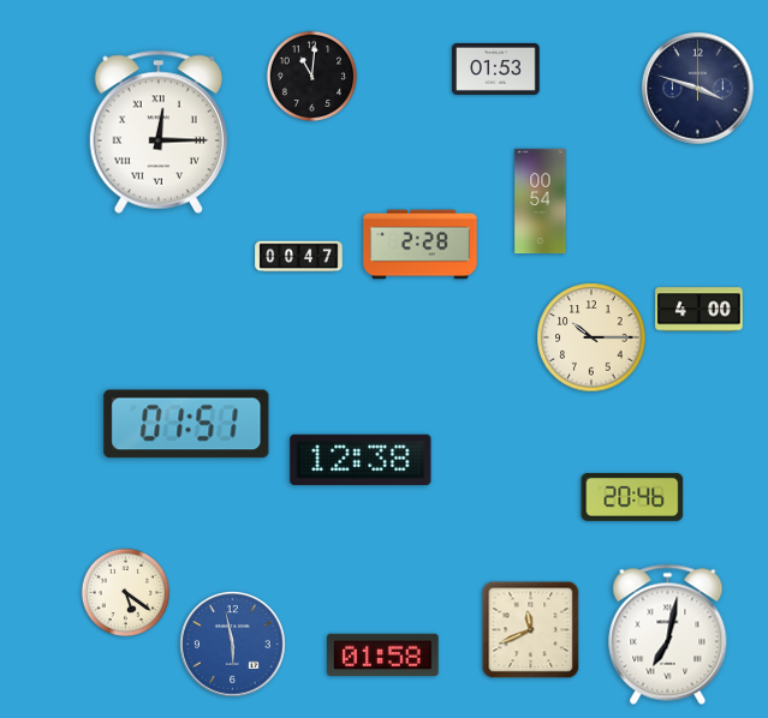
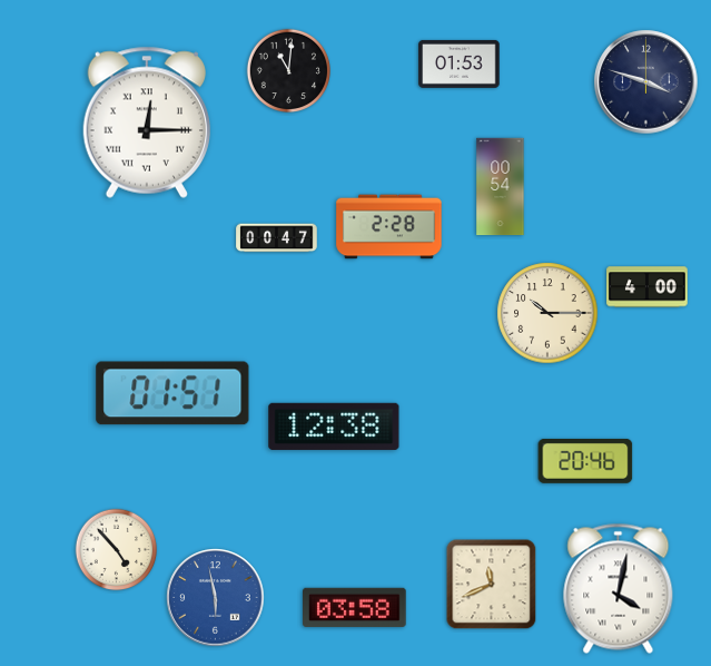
clock at (126, 593): 5:21 -> 4:53
clock at (668, 634): 7:02 -> 4:02
clock at (383, 654): 01:58 -> 03:58
